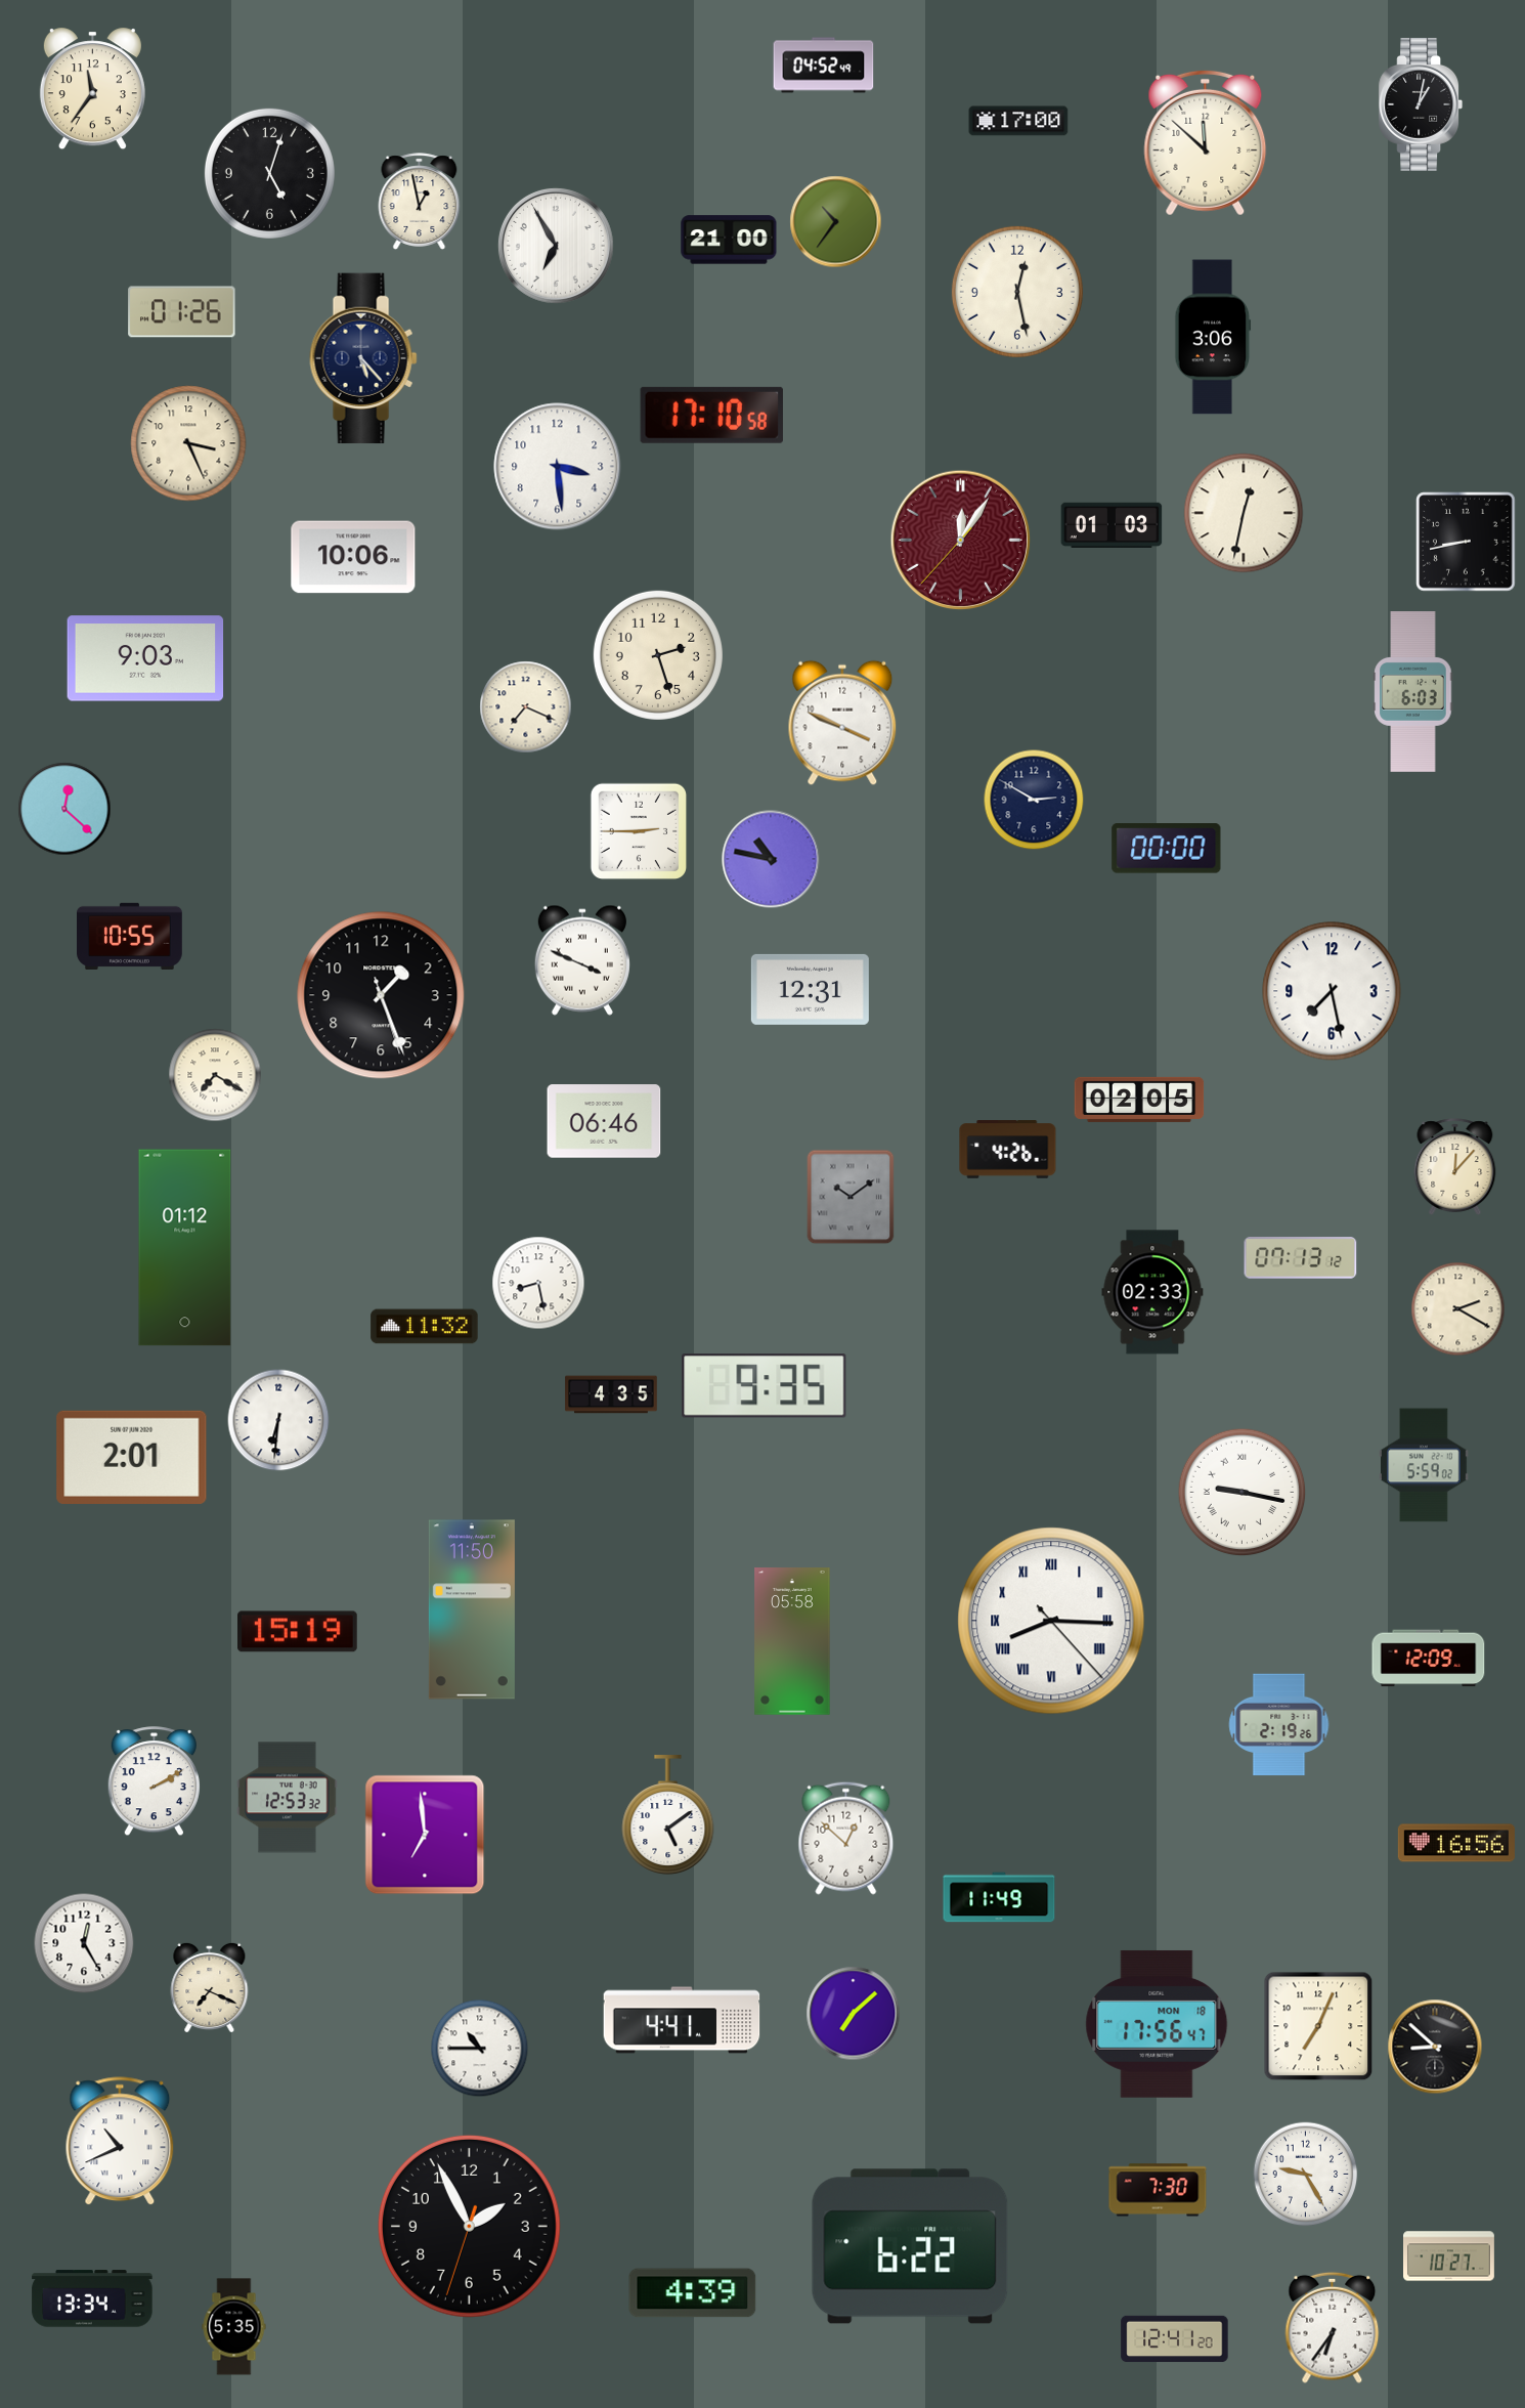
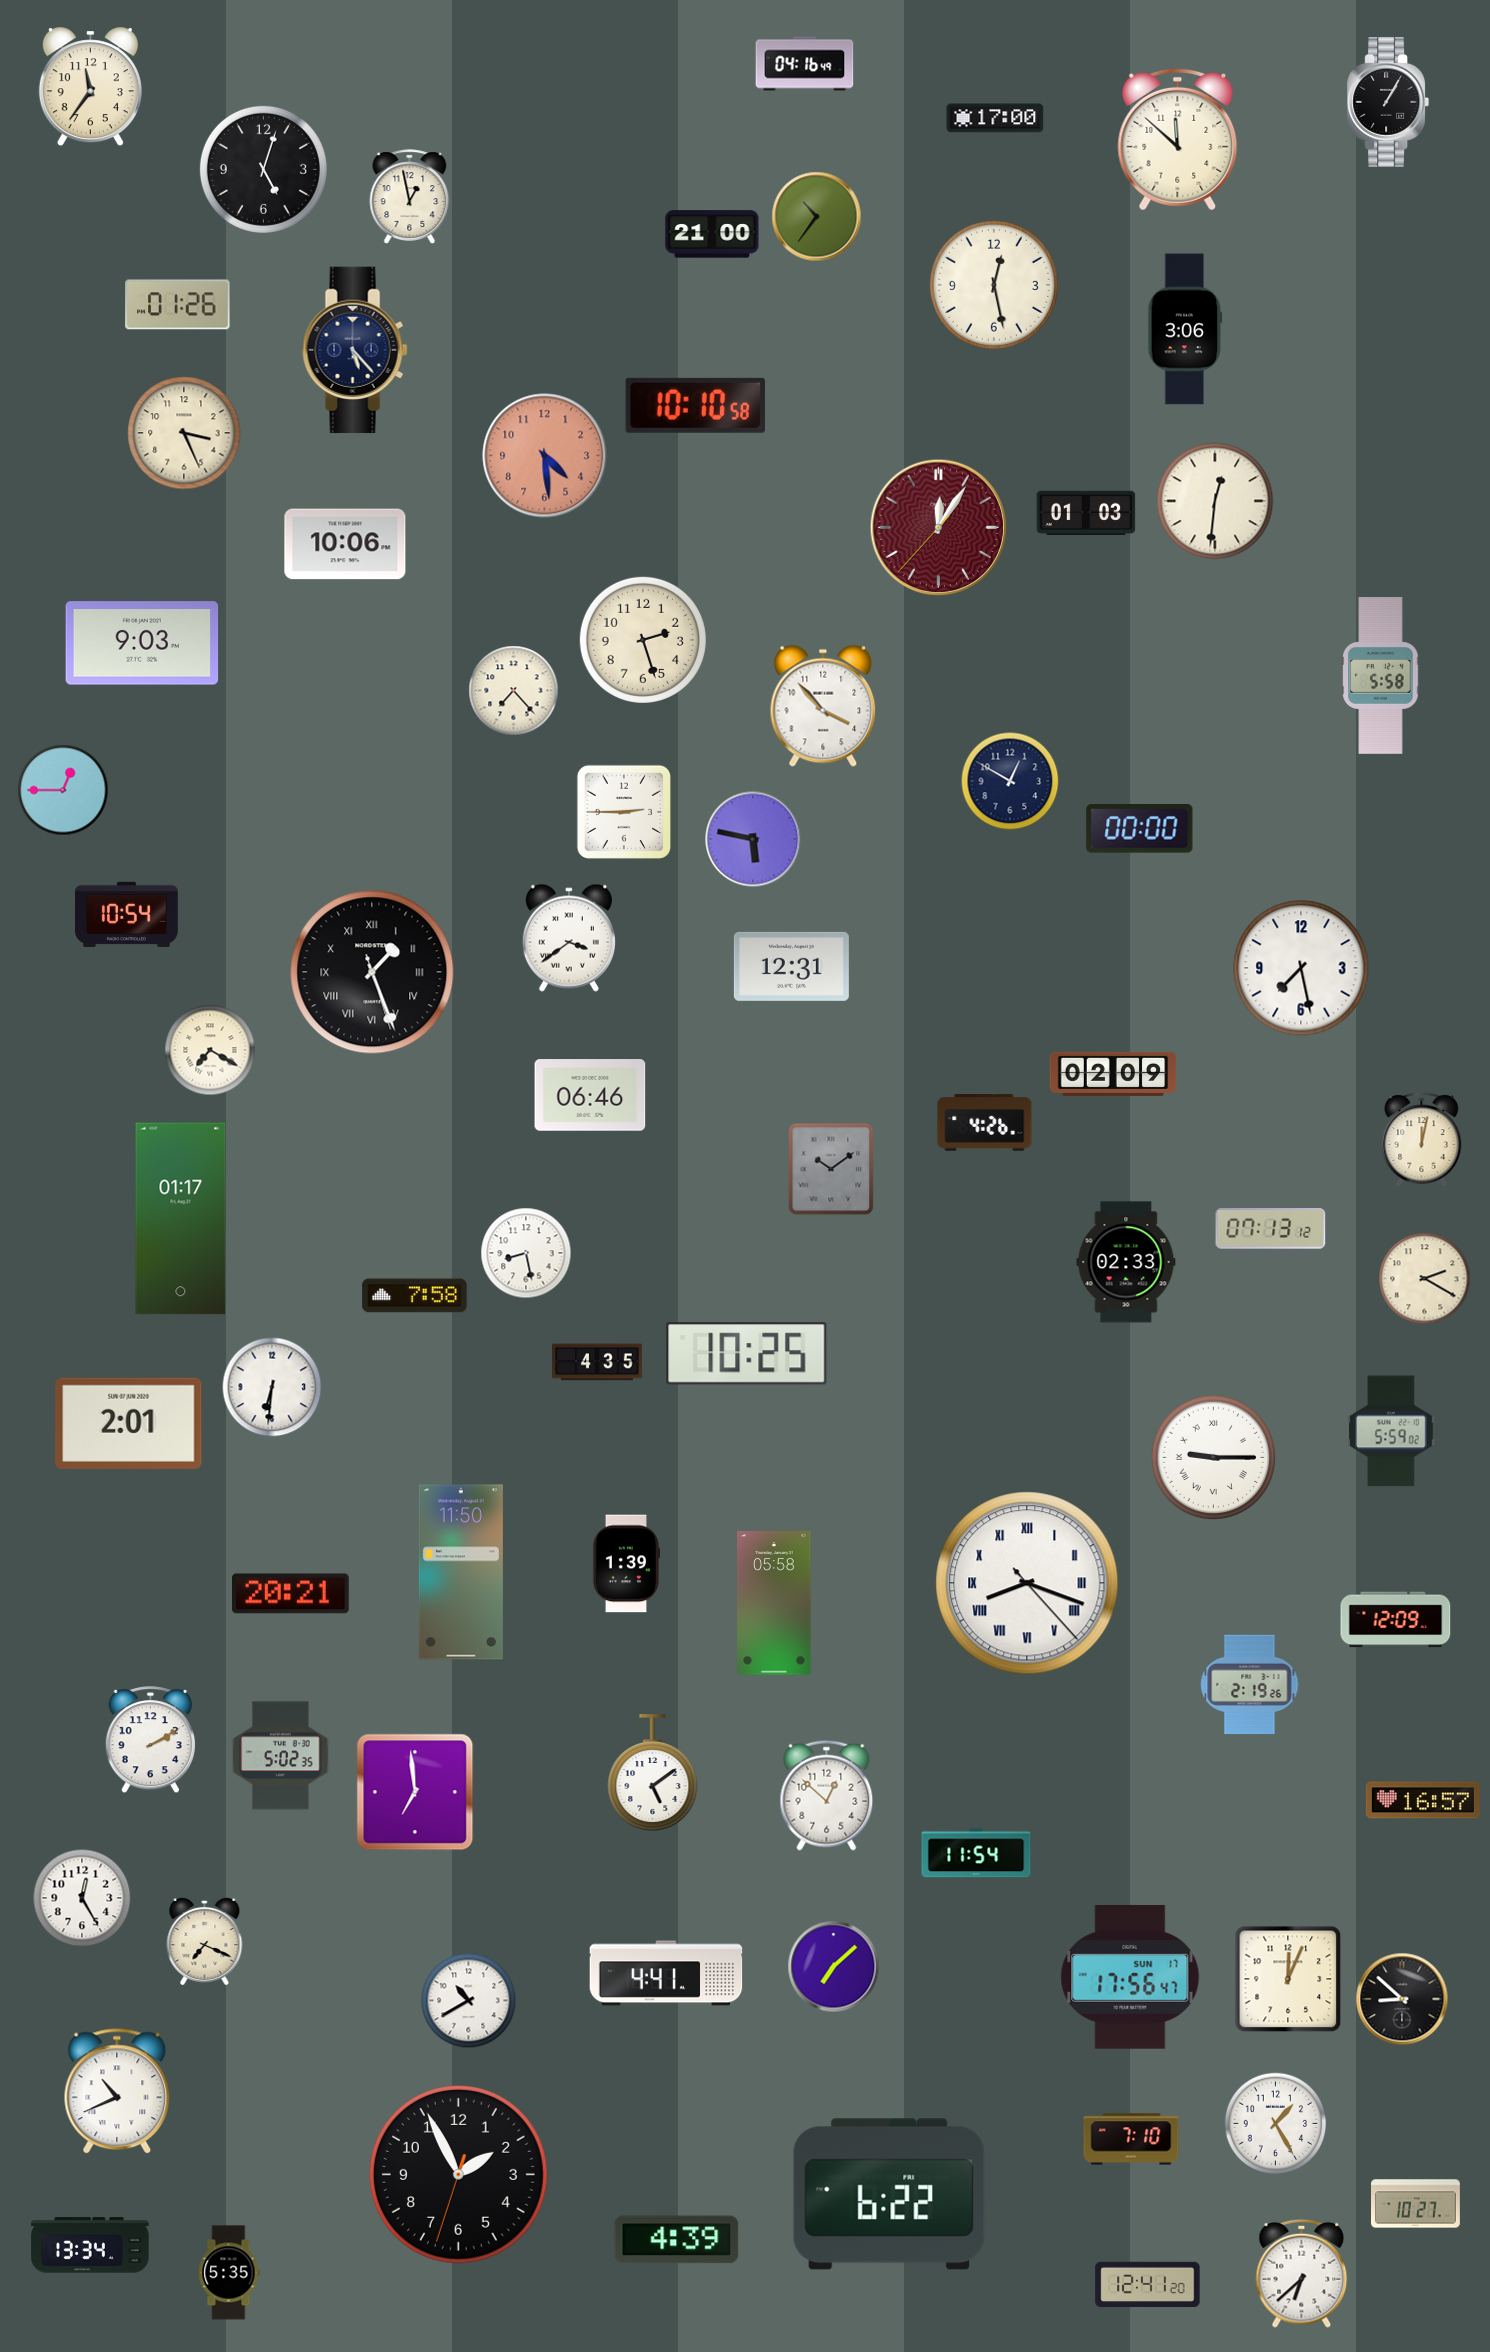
clock at (824, 66): 04:52 -> 04:16
clock at (1421, 105): 1:02 -> 1:05
clock at (556, 246): 6:55 -> none
clock at (711, 415): 17:10 -> 10:10
clock at (558, 467): 3:29 -> 4:29
clock at (558, 467) dial: white -> salmon
clock at (1244, 513): 12:32 -> 12:31
clock at (1466, 542): 8:43 -> none
clock at (1413, 692): 6:03 -> 5:58
clock at (526, 707): 7:19 -> 7:23
clock at (842, 723): 3:49 -> 3:53
clock at (1034, 800): 2:50 -> 12:50
clock at (64, 809): 12:22 -> 12:45
clock at (771, 859): 10:47 -> 5:47
clock at (130, 936): 10:55 -> 10:54
clock at (582, 960): 3:49 -> 3:39
clock at (381, 995) numerals: Arabic -> Roman
clock at (1139, 1100): 02:05 -> 02:09
clock at (1455, 1167): 12:07 -> 12:02
clock at (185, 1248): 01:12 -> 01:17
clock at (425, 1327): 11:32 -> 7:58
clock at (765, 1386): 9:35 -> 10:25
clock at (1243, 1493): 9:17 -> 9:15
clock at (626, 1564): none -> 1:39
clock at (1051, 1621): 8:15 -> 8:18
clock at (298, 1632): 15:19 -> 20:21
clock at (288, 1798): 12:53 -> 5:02
clock at (1456, 1843): 16:56 -> 16:57
clock at (999, 1897): 11:49 -> 11:54
clock at (1157, 2024) date: MON 18 -> SUN 17
clock at (1318, 2026): 7:04 -> 12:04
clock at (480, 2049): 10:45 -> 10:40
clock at (1306, 2175): 9:25 -> 1:25
clock at (1158, 2190): 7:30 -> 7:10
clock at (1333, 2327): 6:36 -> 6:38
